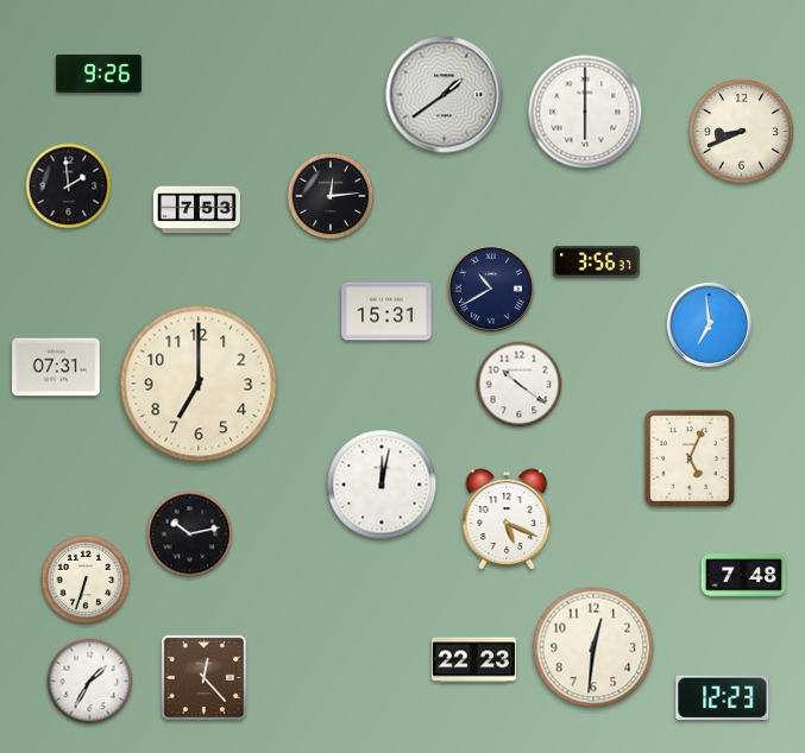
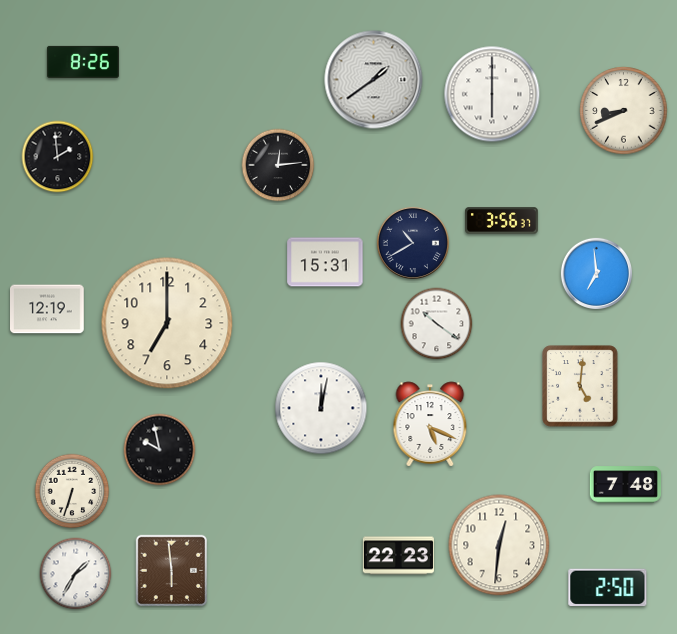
clock at (99, 74): 9:26 -> 8:26
clock at (196, 210): 7:53 -> none
clock at (56, 367): 07:31 -> 12:19
clock at (690, 458): 5:04 -> 5:01
clock at (507, 519) position: (507, 519) -> (430, 424)
clock at (190, 534): 10:13 -> 9:58
clock at (86, 580) position: (86, 580) -> (72, 491)
clock at (205, 678): 12:23 -> 5:59
clock at (723, 698): 12:23 -> 2:50
